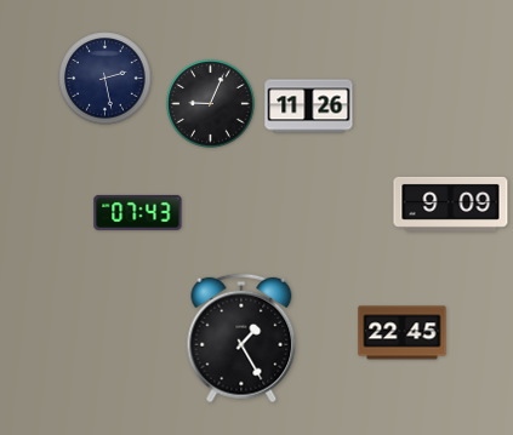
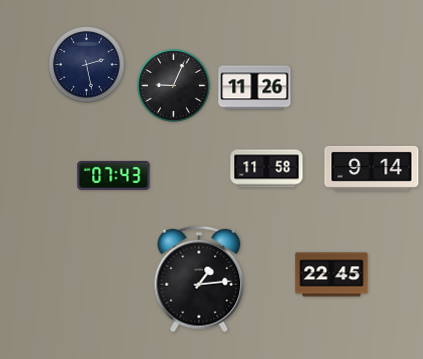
clock at (451, 204): 9:09 -> 9:14
clock at (267, 169): none -> 11:58
clock at (241, 338): 1:25 -> 1:14
